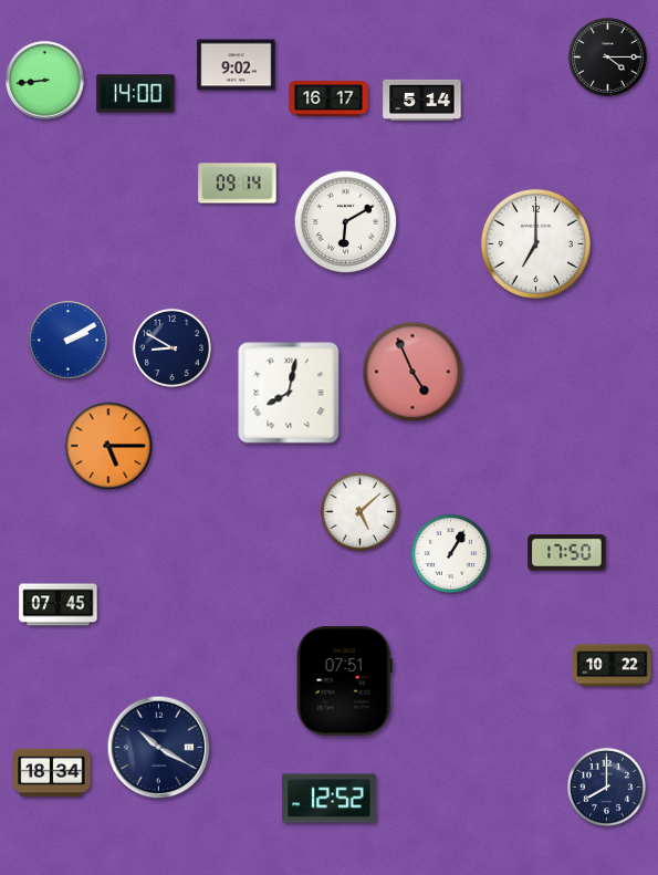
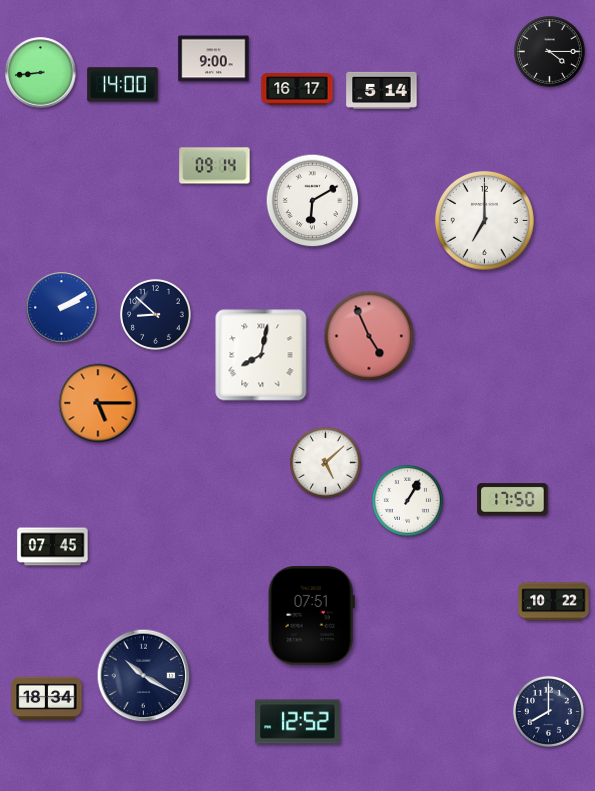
clock at (237, 65): 9:02 -> 9:00
clock at (171, 347): 8:50 -> 8:52
clock at (412, 372) position: (412, 372) -> (369, 336)
